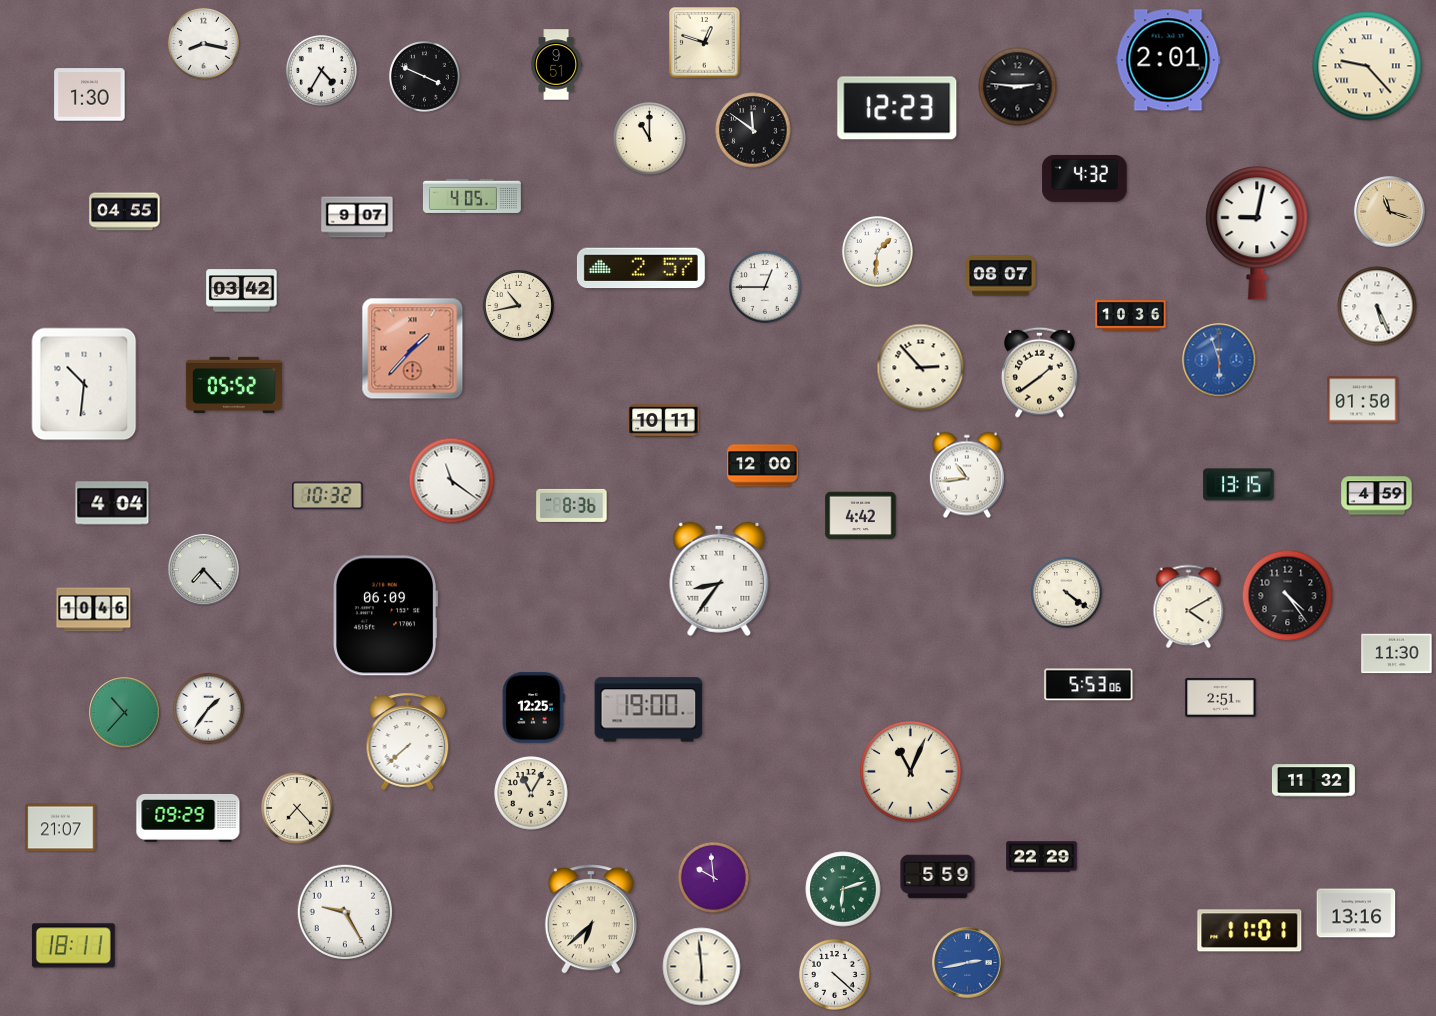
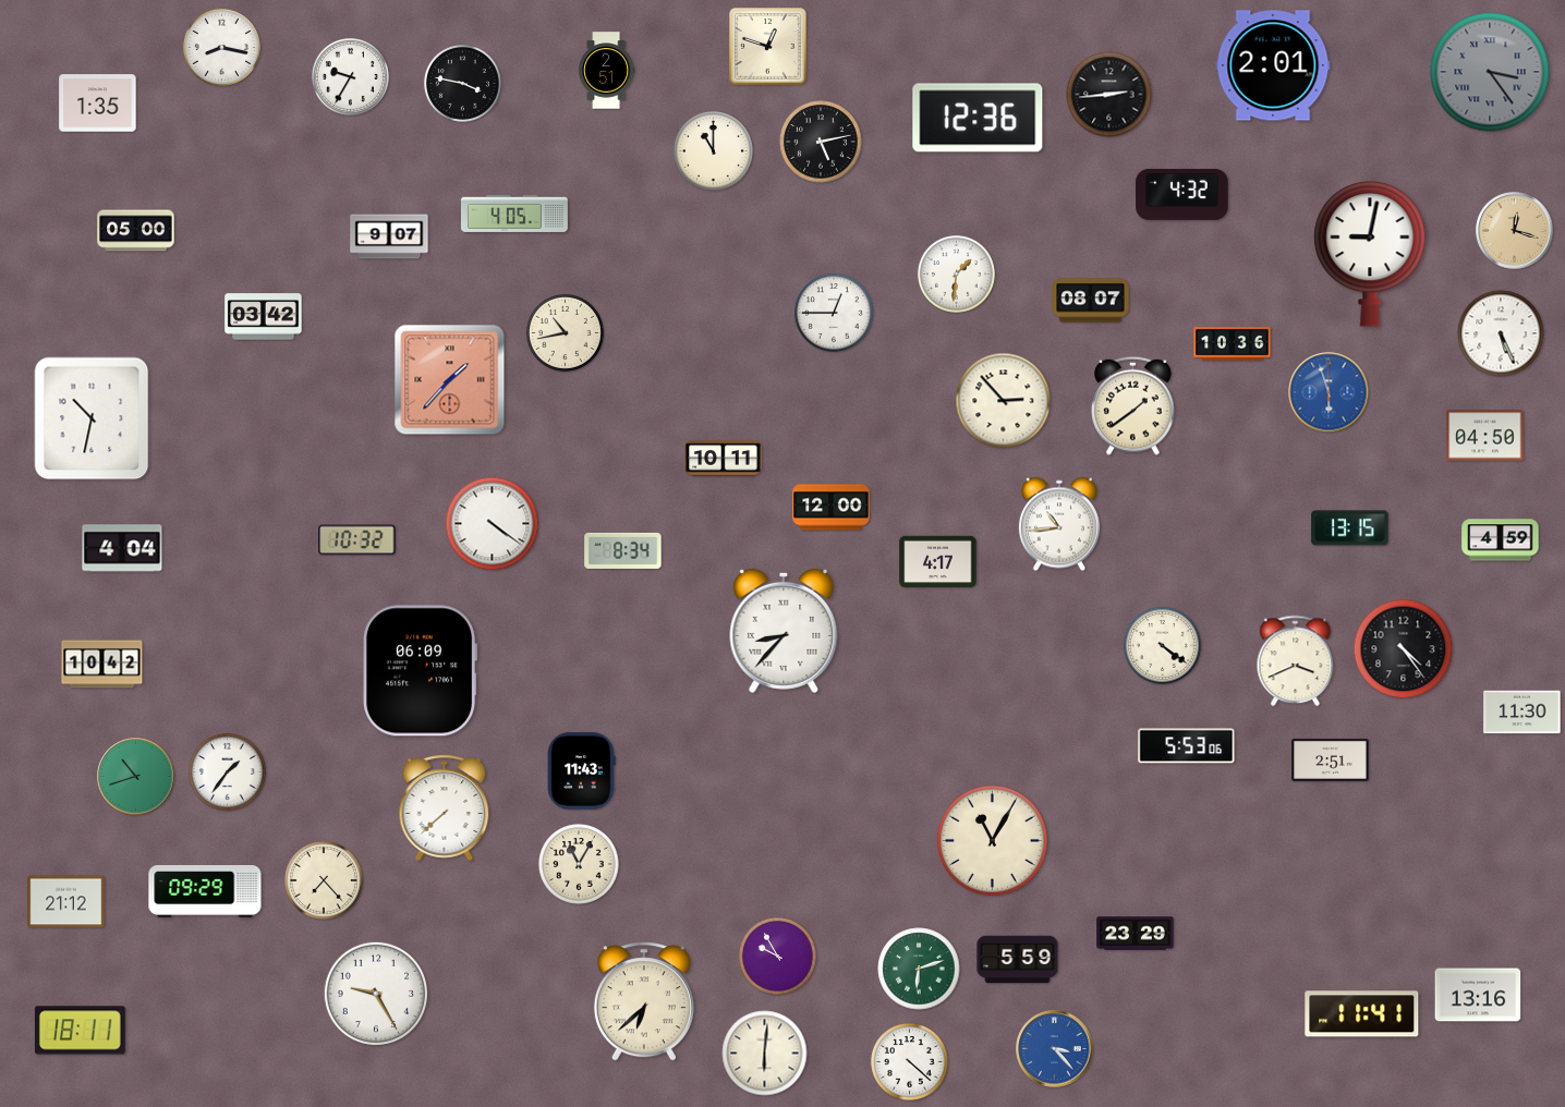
clock at (557, 65): 9:51 -> 2:51
clock at (1367, 66): 9:23 -> 3:24
clock at (1367, 66) dial: cream -> grey
clock at (321, 70): 4:35 -> 9:35
clock at (424, 76): 3:49 -> 3:47
clock at (1018, 87): 2:46 -> 2:44
clock at (90, 95): 1:30 -> 1:35
clock at (897, 108): 12:23 -> 12:36
clock at (753, 130): 11:51 -> 5:13
clock at (650, 139) position: (650, 139) -> (714, 151)
clock at (125, 212): 04:55 -> 05:00
clock at (1390, 212): 11:18 -> 12:18
clock at (641, 268): 2:57 -> none
clock at (84, 384): 10:31 -> 10:32
clock at (234, 384): 05:52 -> none
clock at (1363, 400): 01:50 -> 04:50
clock at (967, 475) position: (967, 475) -> (1059, 524)
clock at (452, 481): 11:21 -> 4:21
clock at (572, 505): 8:36 -> 8:34
clock at (861, 516): 4:42 -> 4:17
clock at (204, 570): 7:23 -> none
clock at (719, 579): 8:36 -> 8:37
clock at (1189, 607): 4:10 -> 3:41
clock at (94, 610): 10:46 -> 10:42
clock at (533, 708): 12:25 -> 11:43
clock at (649, 710): 19:00 -> none
clock at (125, 713): 10:37 -> 10:42
clock at (911, 772): 11:04 -> 11:05
clock at (1313, 781): 11:32 -> none
clock at (61, 828): 21:07 -> 21:12
clock at (1042, 857): 22:29 -> 23:29
clock at (713, 877): 9:59 -> 9:55
clock at (938, 877) position: (938, 877) -> (1018, 960)
clock at (1250, 931): 11:01 -> 11:41
clock at (968, 963): 2:43 -> 3:23
clock at (702, 967): 5:59 -> 6:01
